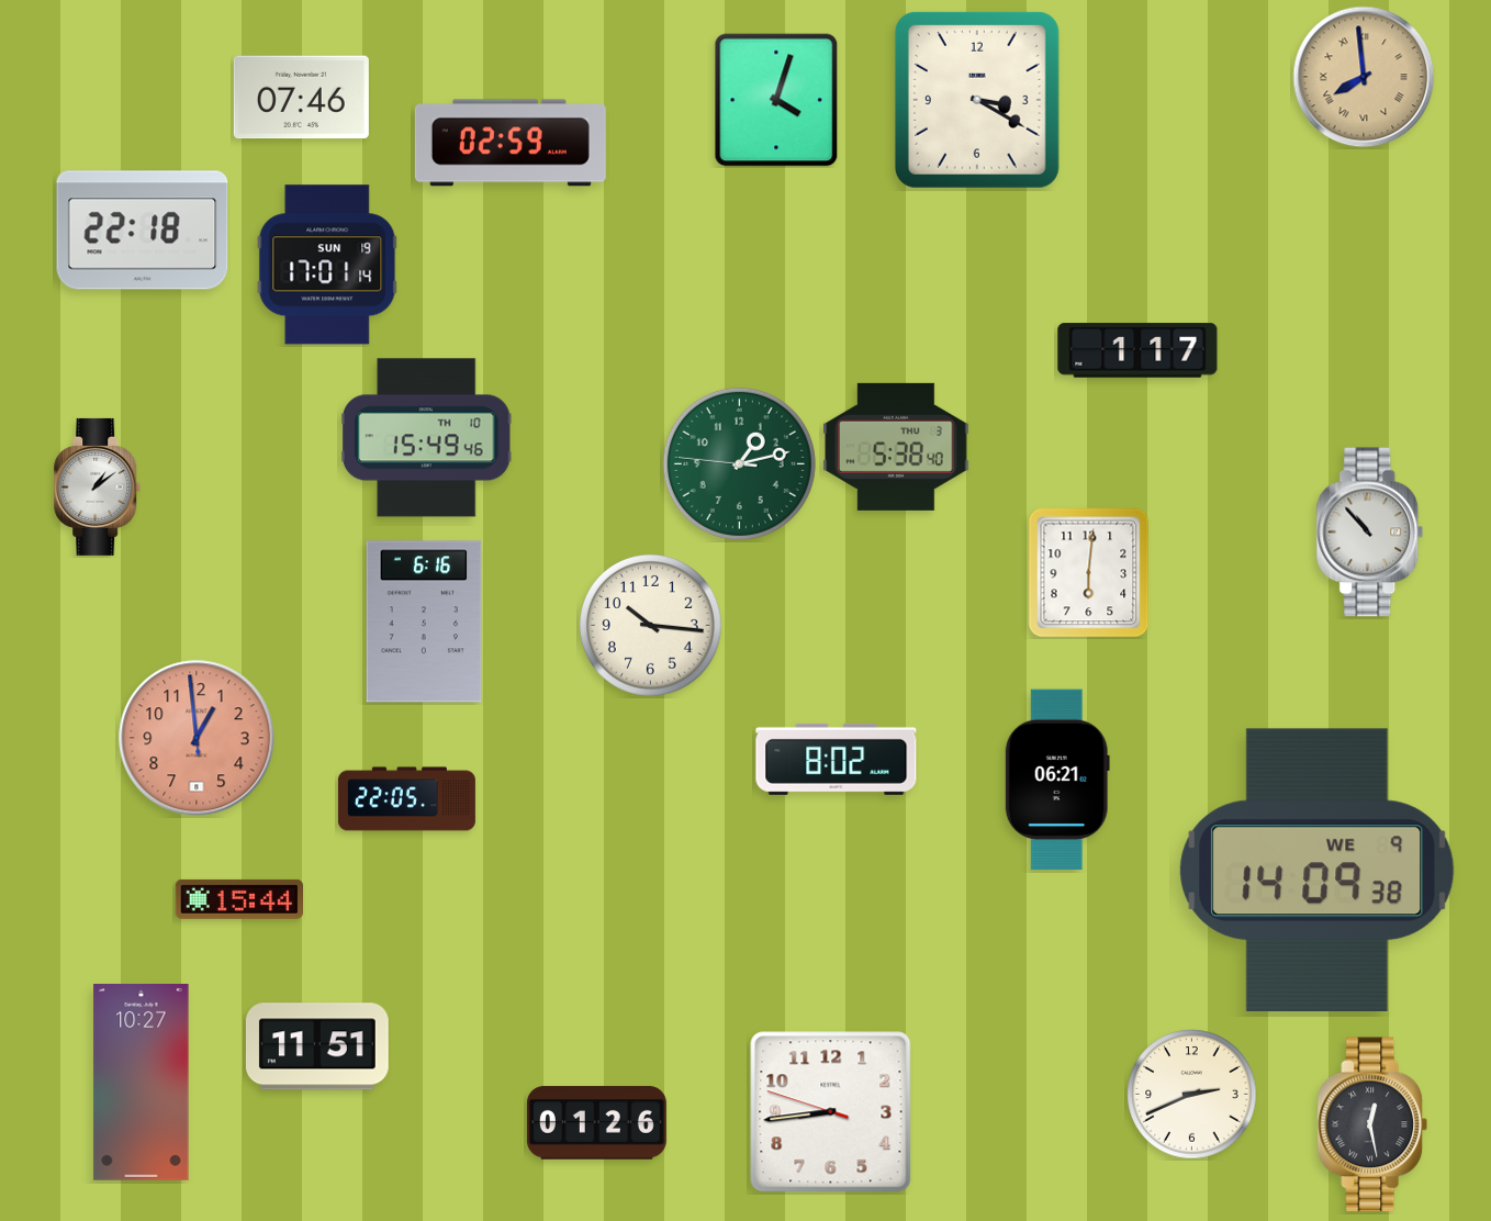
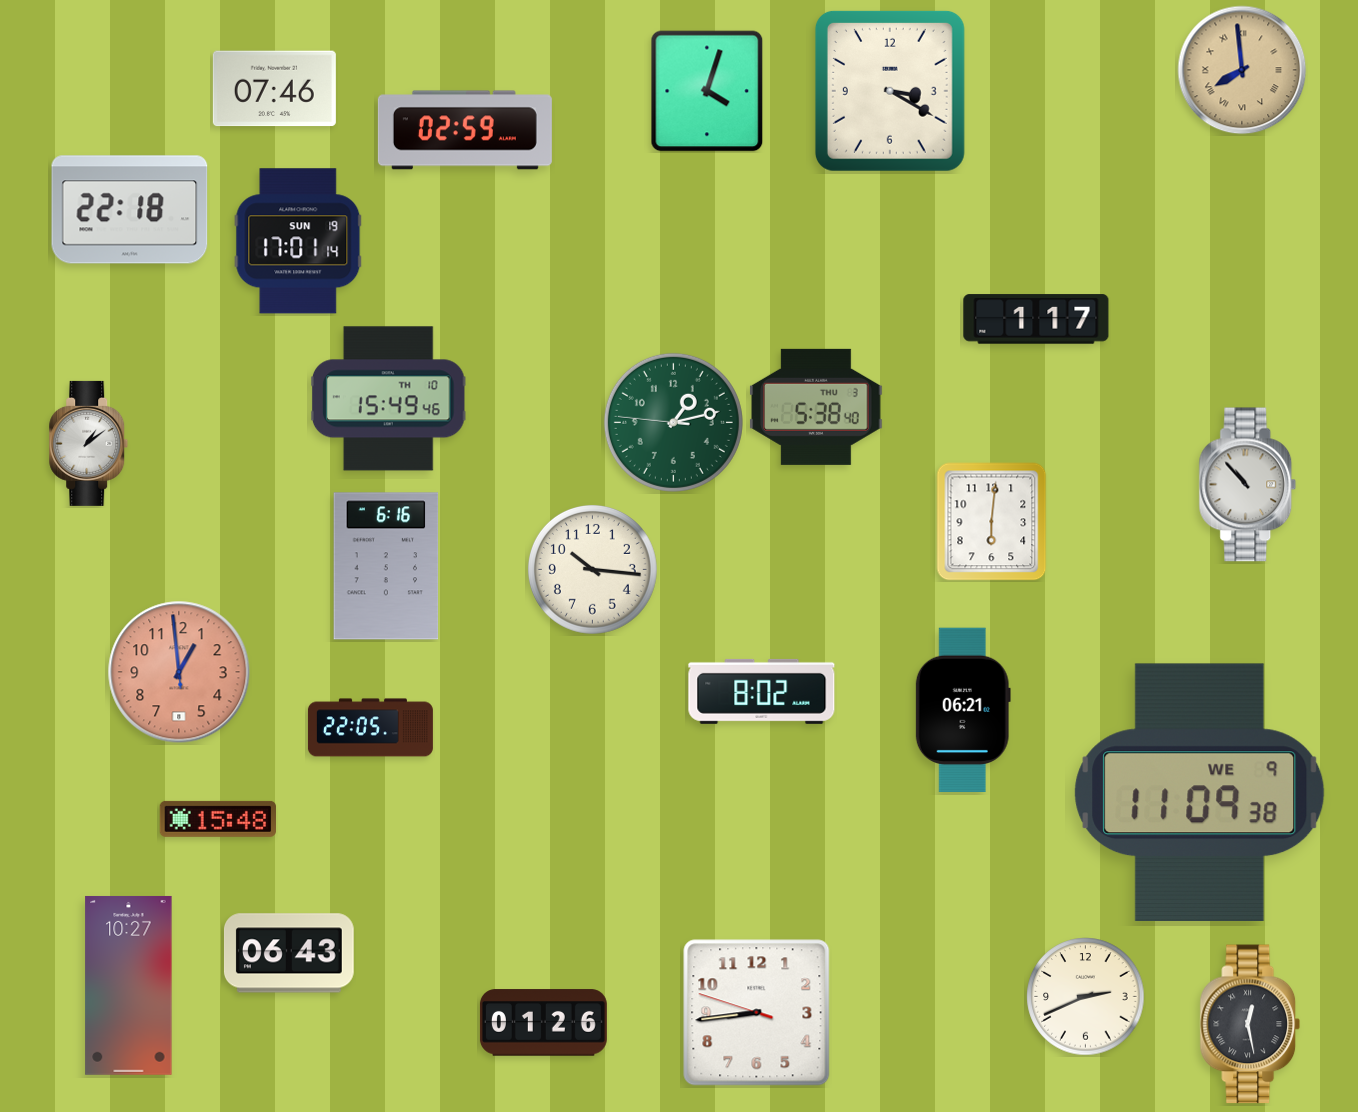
clock at (1318, 870): 14:09 -> 11:09
clock at (238, 899): 15:44 -> 15:48
clock at (317, 1046): 11:51 -> 06:43
